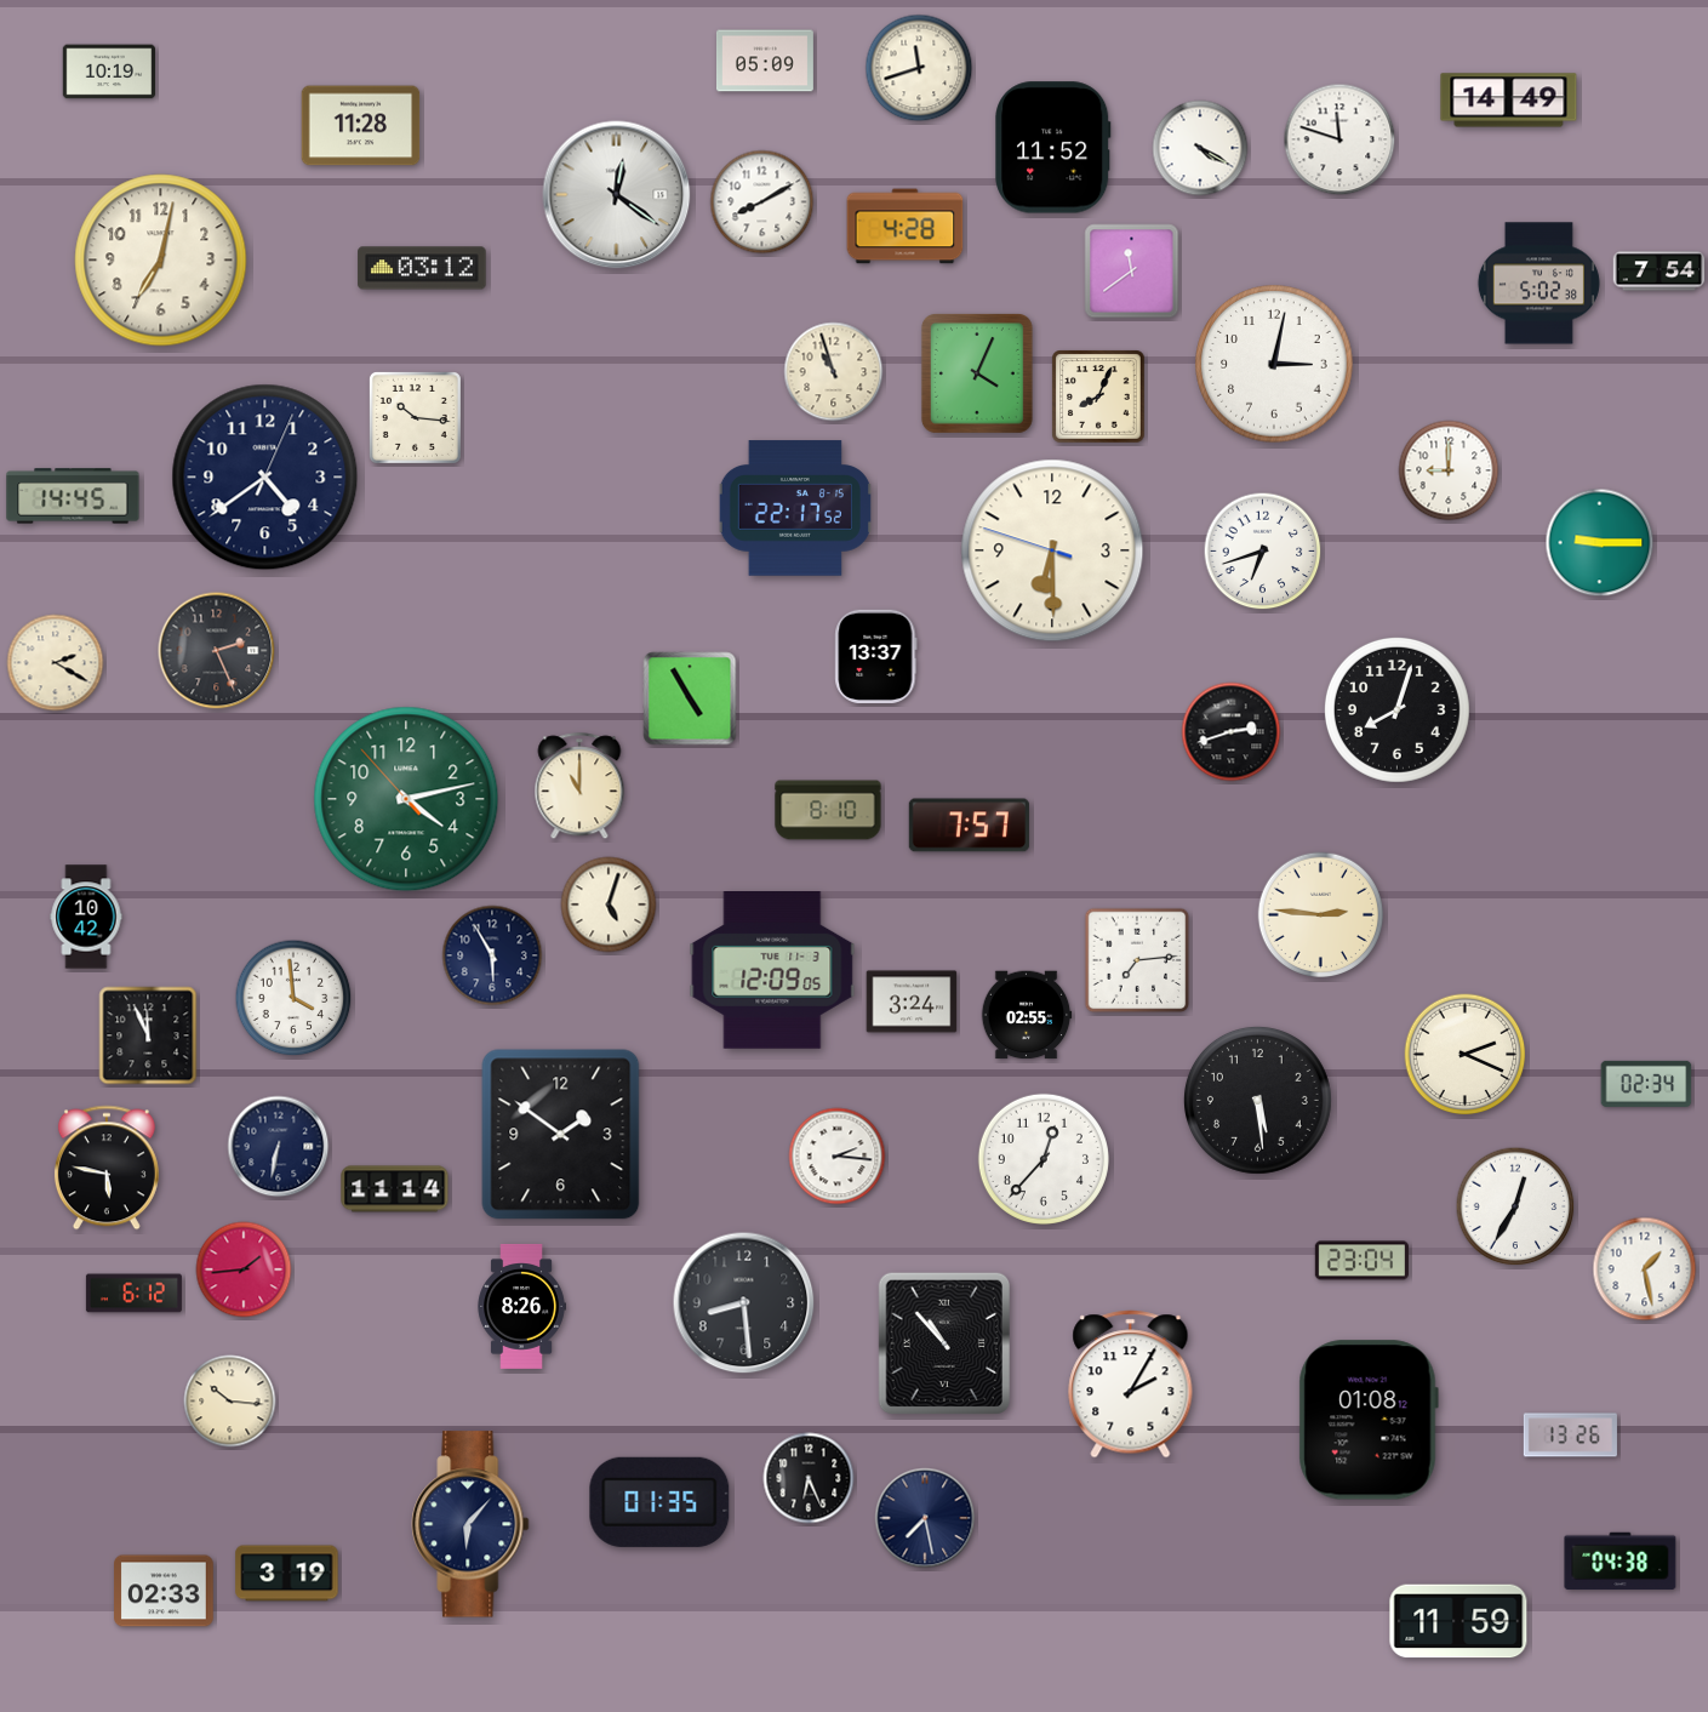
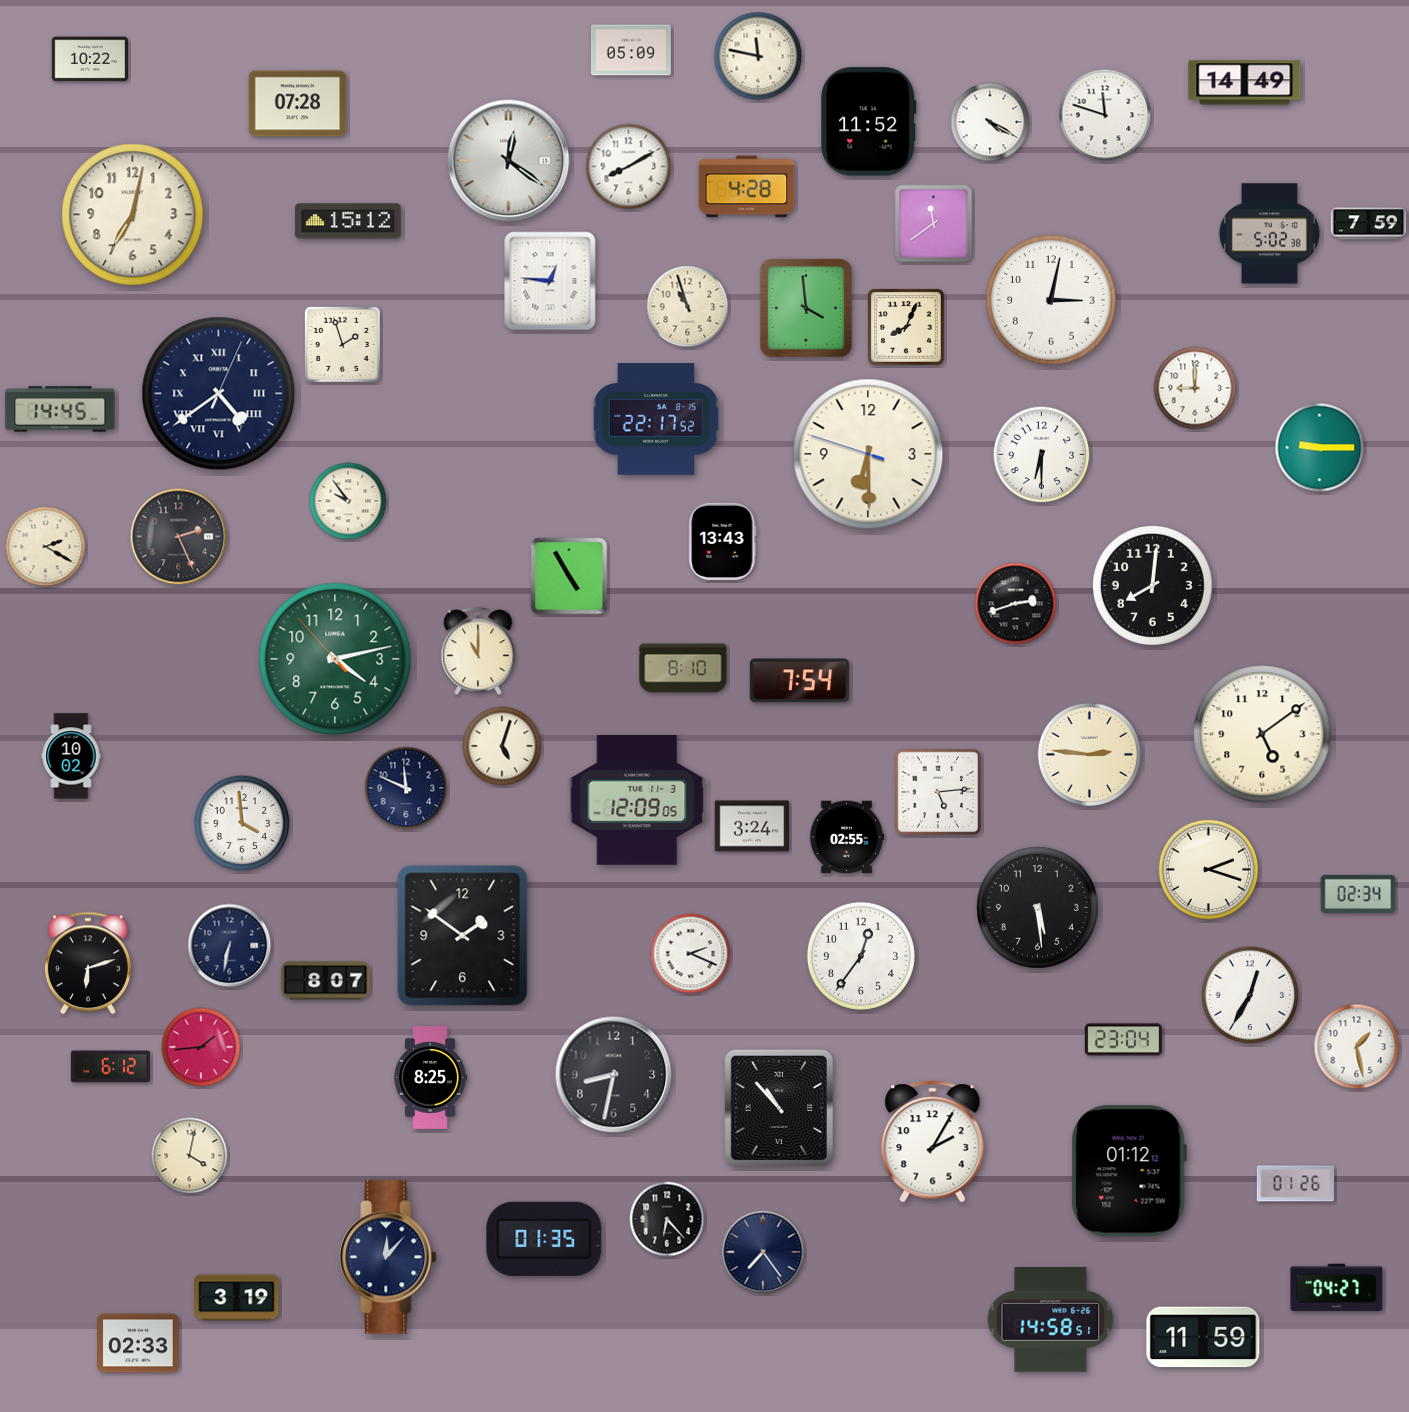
clock at (919, 68): 11:42 -> 11:47
clock at (109, 72): 10:19 -> 10:22
clock at (361, 126): 11:28 -> 07:28
clock at (422, 268): 03:12 -> 15:12
clock at (1660, 272): 7:54 -> 7:59
clock at (550, 281): none -> 12:46
clock at (977, 373): 4:04 -> 3:59
clock at (415, 417): 10:16 -> 1:57
clock at (265, 478) numerals: Arabic -> Roman
clock at (1263, 552): 6:42 -> 6:30
clock at (348, 501): none -> 9:54
clock at (876, 656): 13:37 -> 13:43
clock at (1396, 709): 8:03 -> 8:01
clock at (579, 787) position: (579, 787) -> (478, 652)
clock at (969, 826): 7:57 -> 7:54
clock at (1262, 734): none -> 5:09
clock at (86, 917): 10:42 -> 10:02
clock at (492, 955): 5:55 -> 11:49
clock at (1137, 960): 7:14 -> 5:14
clock at (148, 1035): 11:56 -> none
clock at (1466, 1055): 2:19 -> 2:18
clock at (838, 1157): 2:16 -> 2:19
clock at (1044, 1159): 12:37 -> 12:36
clock at (107, 1168): 5:47 -> 6:12
clock at (395, 1189): 11:14 -> 8:07
clock at (744, 1303): 8:29 -> 8:32
clock at (521, 1307): 8:26 -> 8:25
clock at (230, 1402): 10:16 -> 4:02
clock at (1369, 1420): 01:08 -> 01:12
clock at (1570, 1436): 13:26 -> 01:26
clock at (809, 1478): 6:26 -> 6:23
clock at (925, 1518): 7:28 -> 7:24
clock at (470, 1524): 6:07 -> 12:07
clock at (1621, 1562): 04:38 -> 04:27
clock at (164, 1591) position: (164, 1591) -> (138, 1343)
clock at (1051, 1320): none -> 14:58
